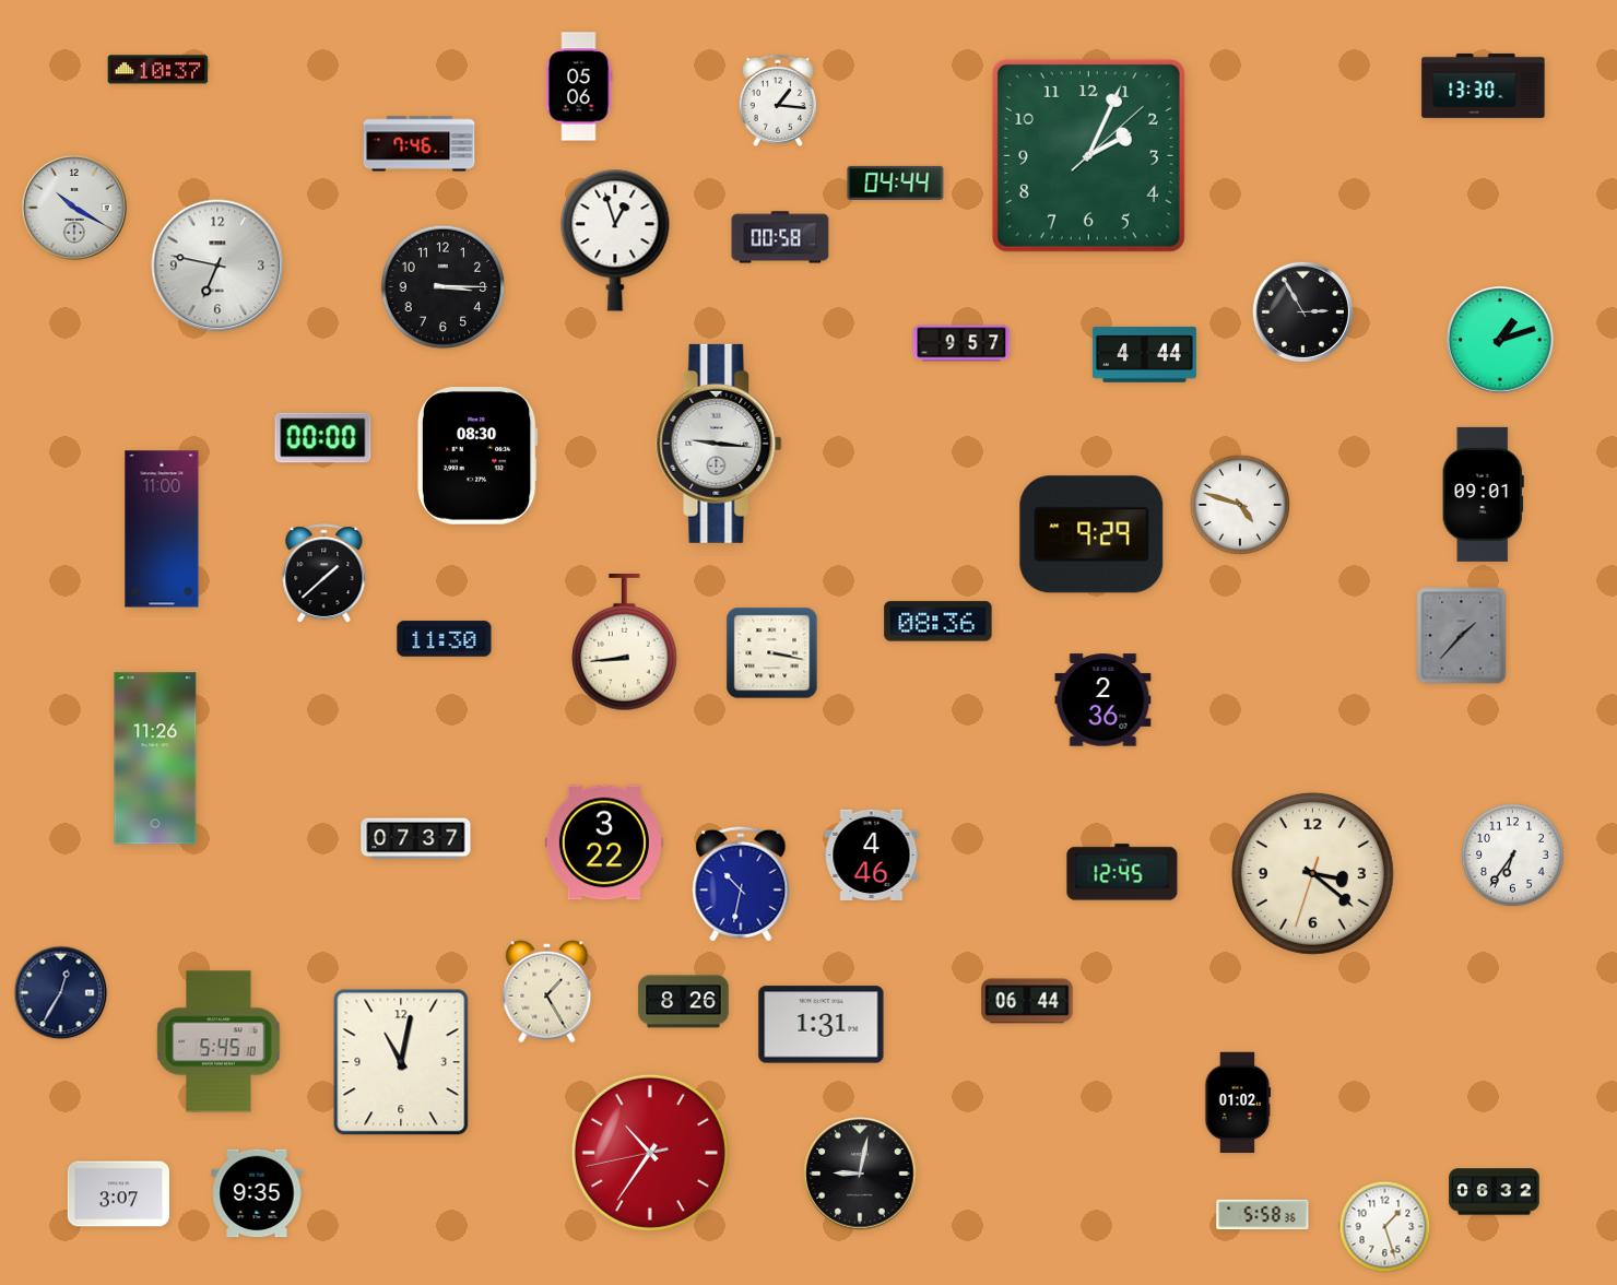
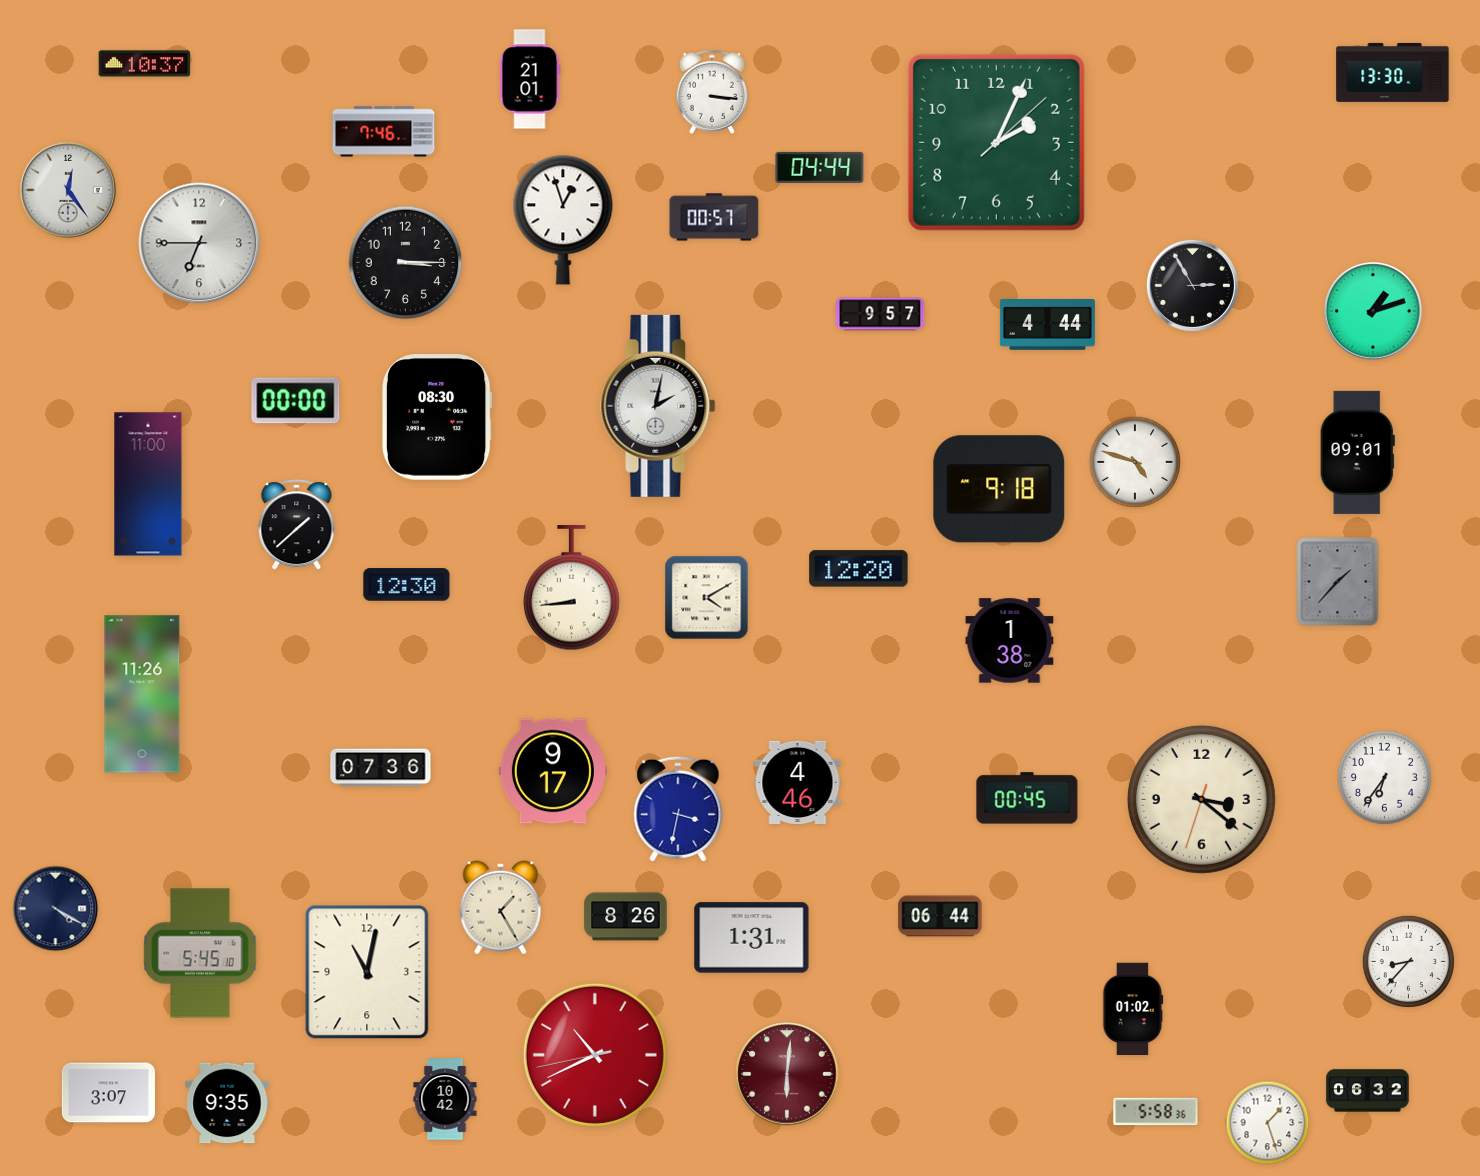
clock at (1484, 85) position: (1484, 85) -> (1393, 72)
clock at (579, 86): 05:06 -> 21:01
clock at (777, 101): 1:16 -> 3:16
clock at (74, 208): 10:20 -> 12:24
clock at (780, 237): 00:58 -> 00:57
clock at (217, 266): 6:47 -> 6:45
clock at (719, 444): 9:16 -> 2:02
clock at (1091, 534): 9:29 -> 9:18
clock at (939, 622): 08:36 -> 12:20
clock at (445, 639): 11:30 -> 12:30
clock at (772, 653): 3:17 -> 4:10
clock at (1103, 700): 2:36 -> 1:38
clock at (416, 839): 07:37 -> 07:36
clock at (604, 842): 3:22 -> 9:17
clock at (1512, 854) position: (1512, 854) -> (1384, 777)
clock at (1122, 872): 12:45 -> 00:45
clock at (741, 884): 10:32 -> 3:32
clock at (61, 993): 12:35 -> 4:20
clock at (1408, 961): none -> 8:37
clock at (650, 1153): 10:35 -> 10:40
clock at (860, 1174): 9:02 -> 6:01
clock at (860, 1174) dial: black -> burgundy
clock at (257, 1193) position: (257, 1193) -> (227, 1103)
clock at (445, 1099): none -> 10:42
